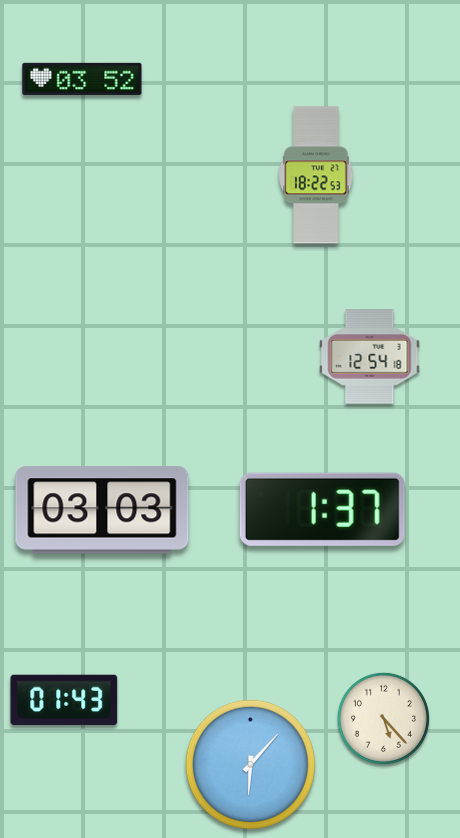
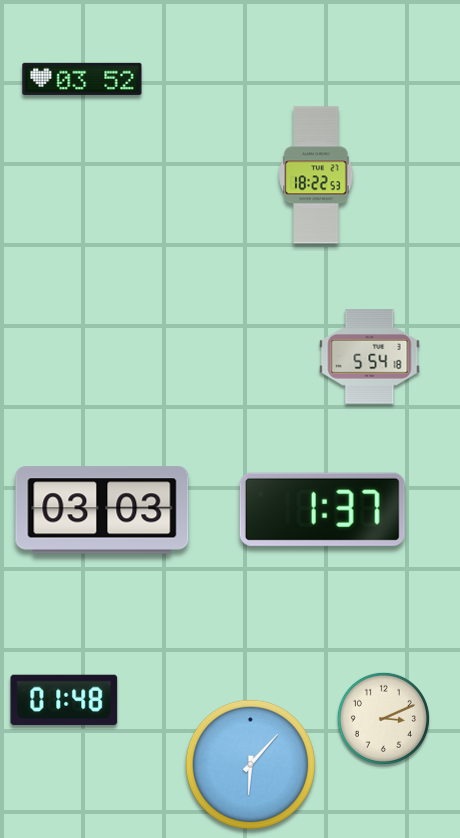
clock at (370, 357): 12:54 -> 5:54
clock at (64, 699): 01:43 -> 01:48
clock at (383, 718): 5:23 -> 3:11
